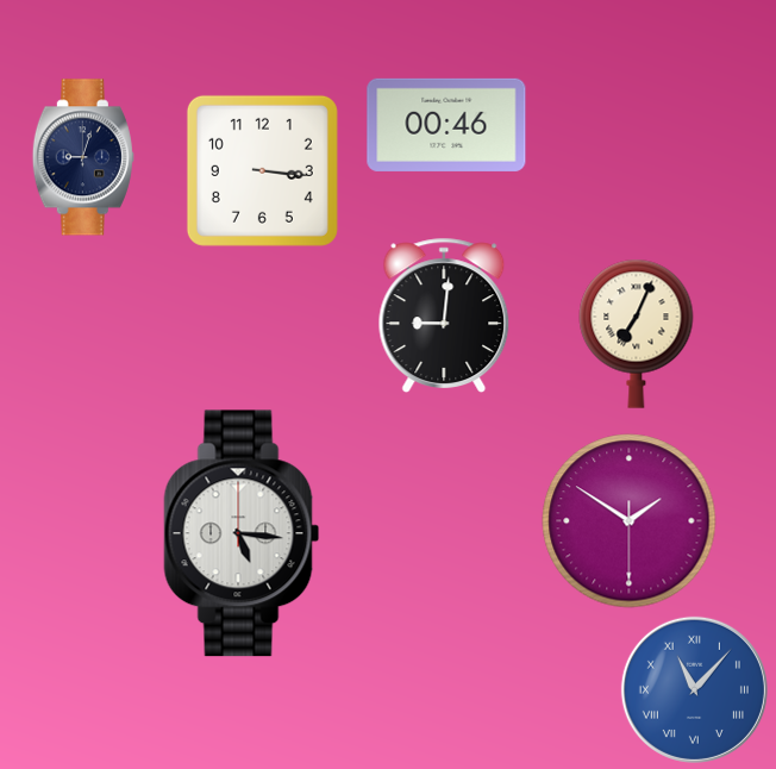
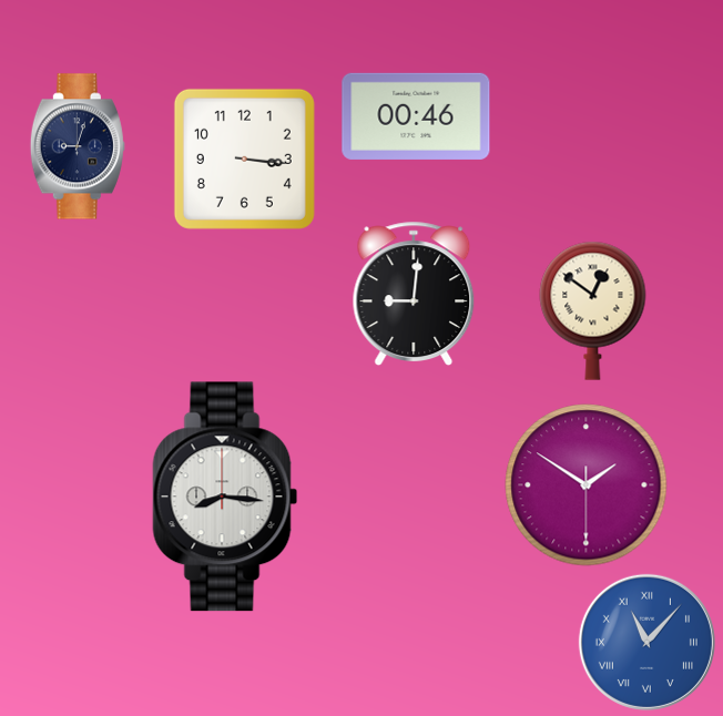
clock at (637, 333): 7:04 -> 12:51
clock at (242, 533): 5:16 -> 8:16
